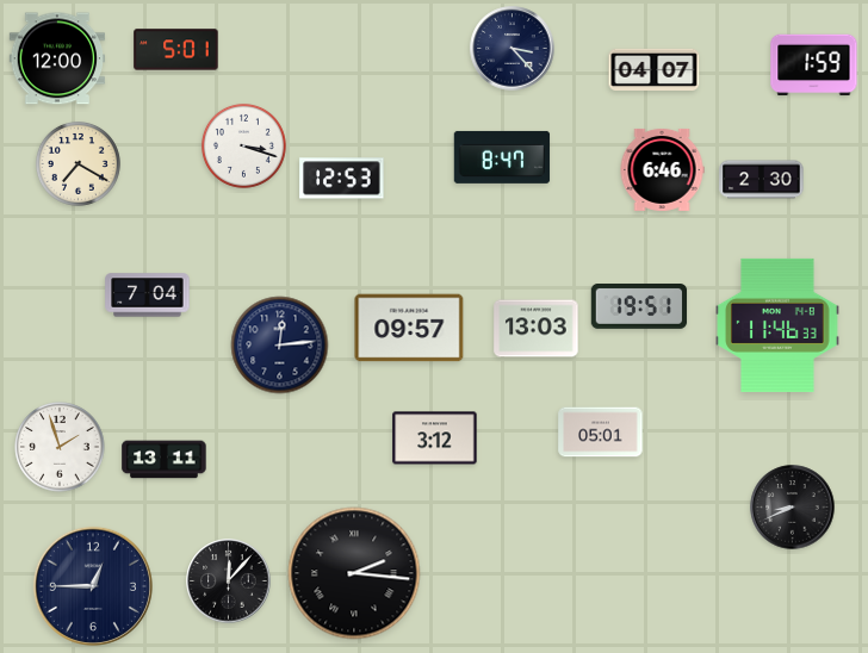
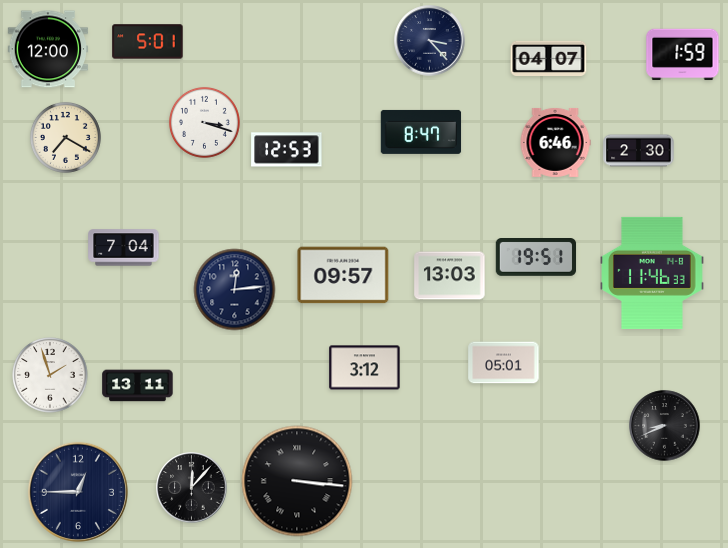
clock at (354, 573): 2:16 -> 3:16
